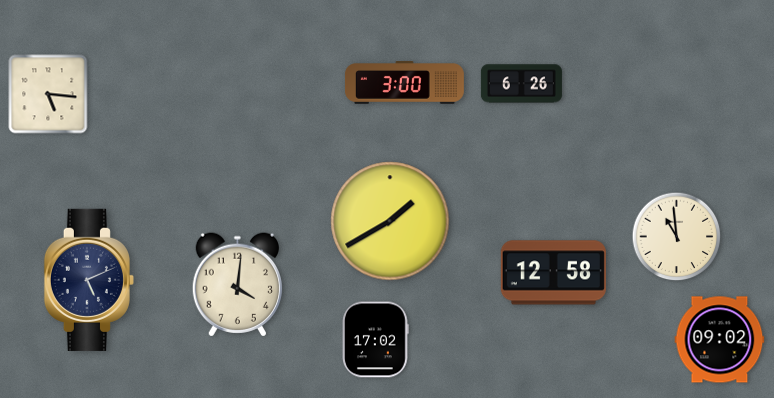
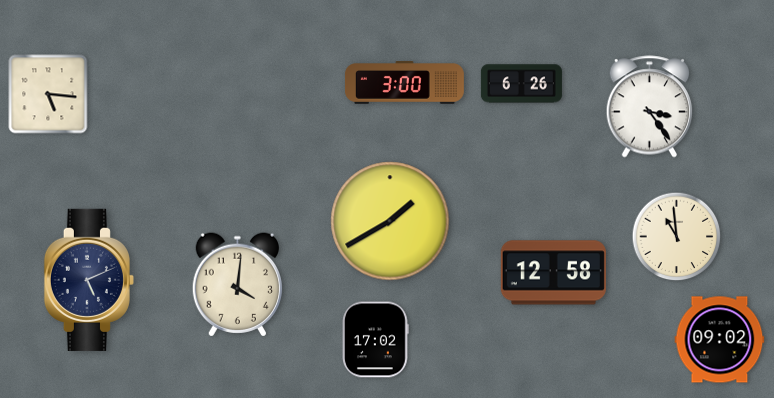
clock at (650, 107): none -> 3:24
